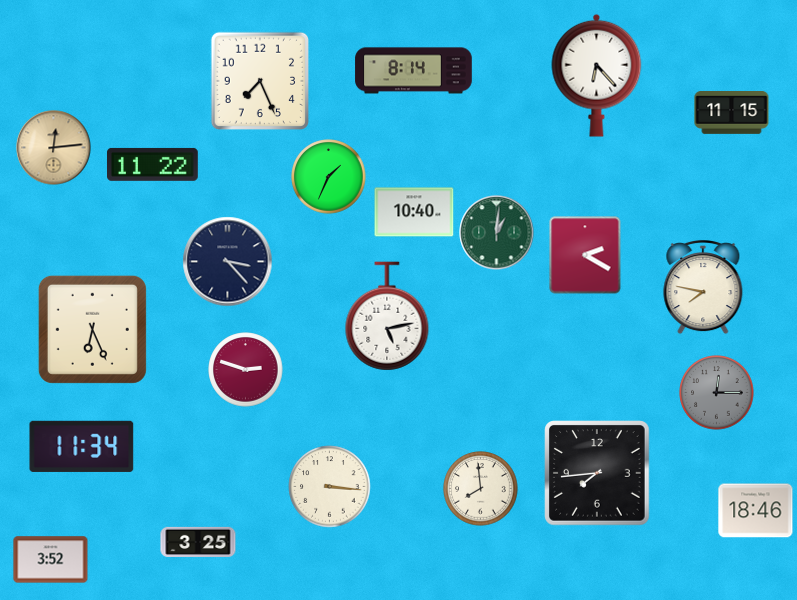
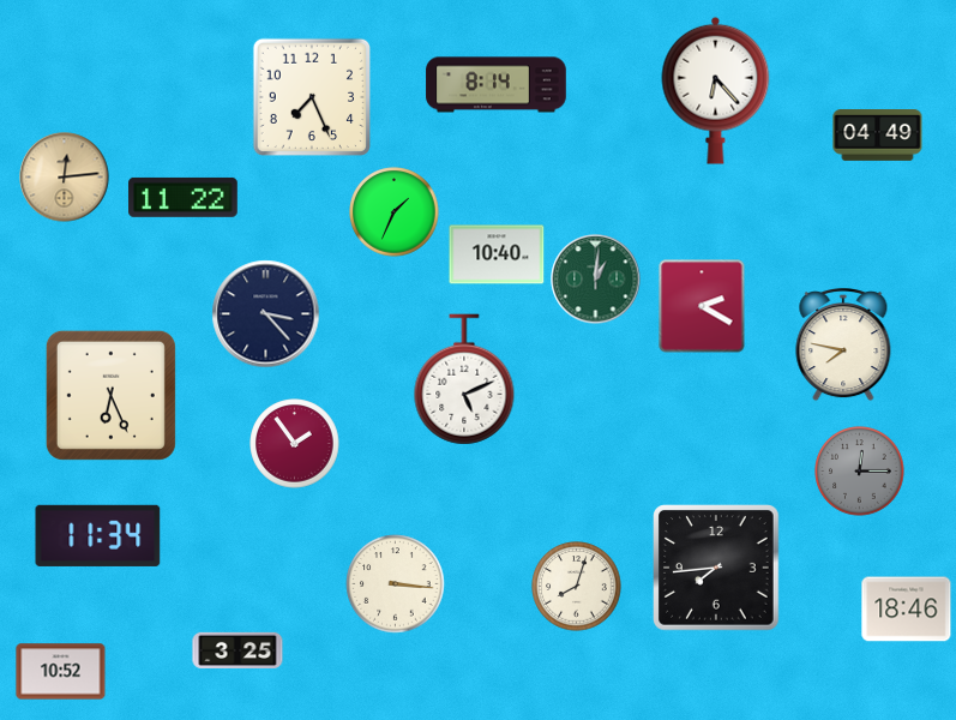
clock at (732, 113): 11:15 -> 04:49
clock at (228, 262) position: (228, 262) -> (266, 314)
clock at (387, 316): 5:13 -> 5:11
clock at (246, 370): 2:48 -> 1:54
clock at (481, 489): 7:59 -> 8:03
clock at (756, 511) position: (756, 511) -> (907, 610)
clock at (51, 560): 3:52 -> 10:52
